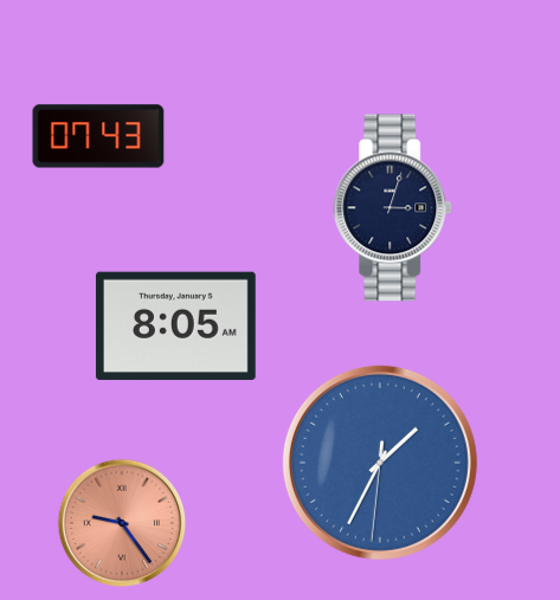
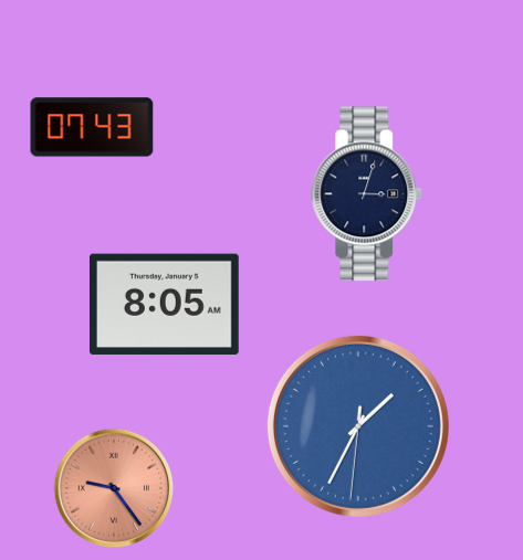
clock at (380, 463) position: (380, 463) -> (358, 426)
